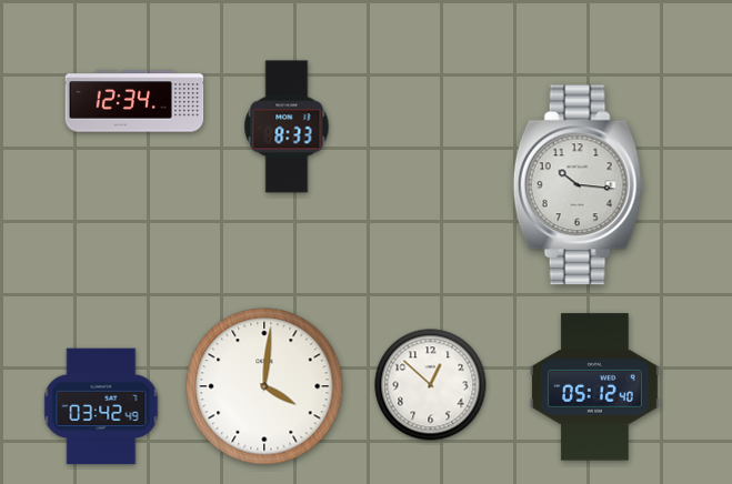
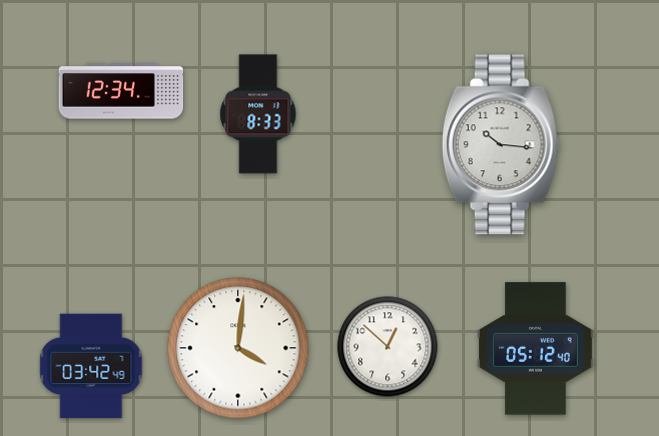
clock at (579, 185) position: (579, 185) -> (501, 145)
